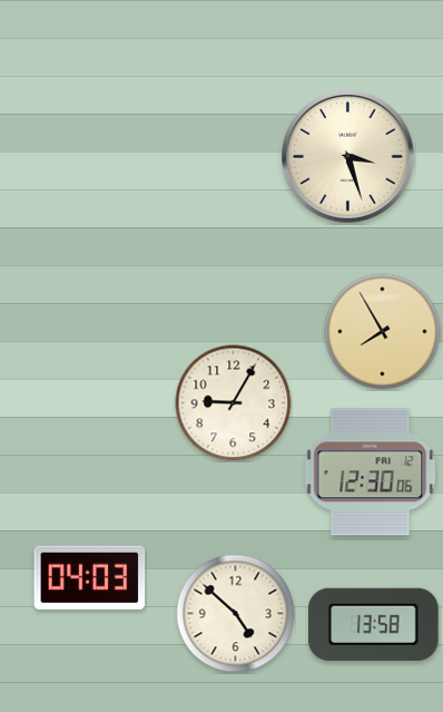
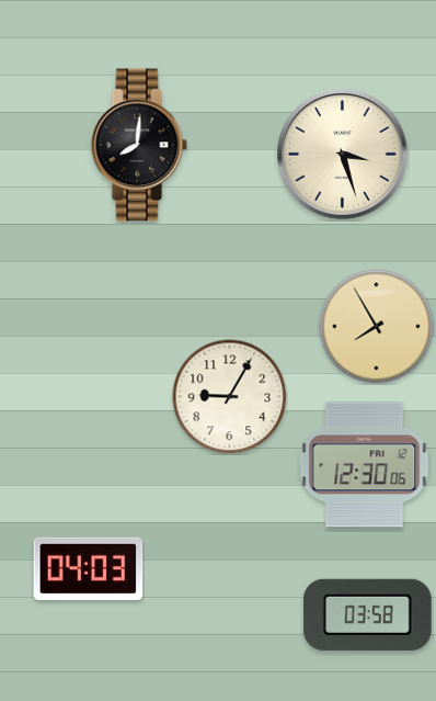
clock at (139, 145): none -> 8:01
clock at (236, 614): 4:52 -> none
clock at (374, 624): 13:58 -> 03:58
